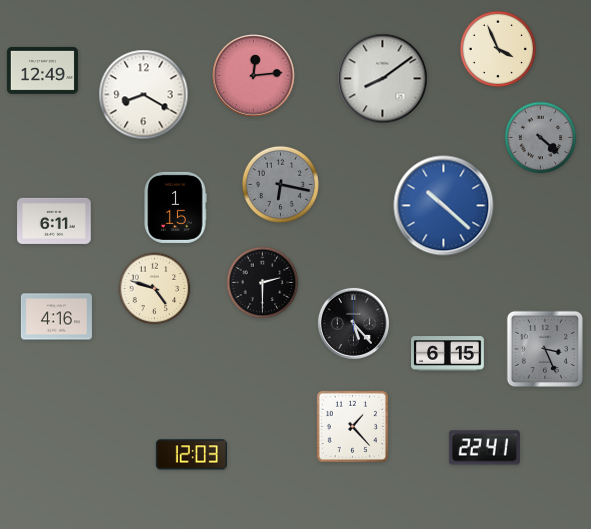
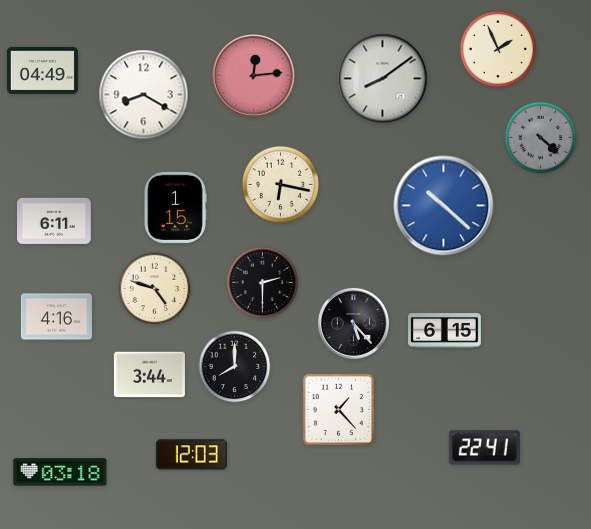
clock at (497, 48): 3:56 -> 1:56
clock at (42, 70): 12:49 -> 04:49
clock at (280, 184) dial: grey -> cream
clock at (545, 348): 3:26 -> none
clock at (448, 354) position: (448, 354) -> (445, 331)
clock at (235, 367): none -> 8:00
clock at (149, 375): none -> 3:44
clock at (352, 426) position: (352, 426) -> (338, 409)
clock at (60, 472): none -> 03:18
